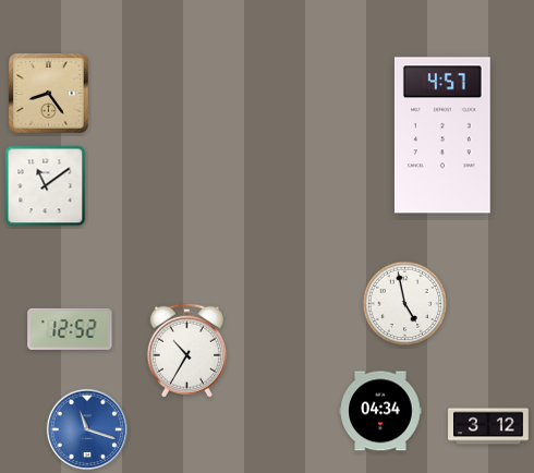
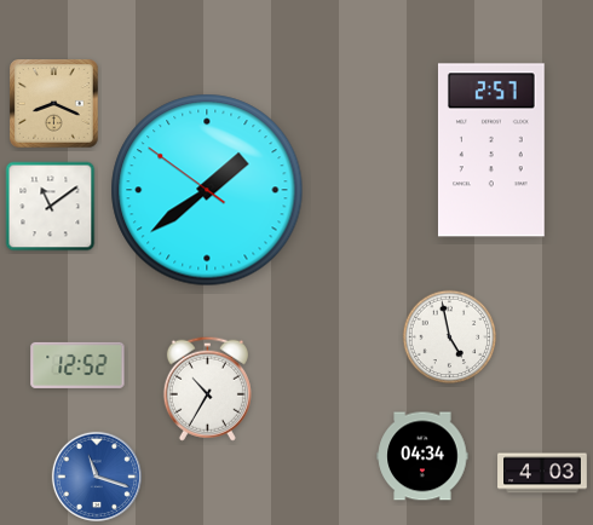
clock at (49, 94): 8:24 -> 8:19
clock at (442, 135): 4:57 -> 2:57
clock at (207, 190): none -> 1:38
clock at (488, 426): 3:12 -> 4:03
